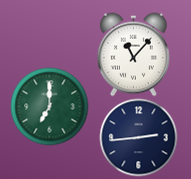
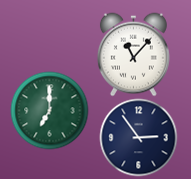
clock at (49, 106) position: (49, 106) -> (49, 110)
clock at (138, 137): 2:44 -> 2:54
